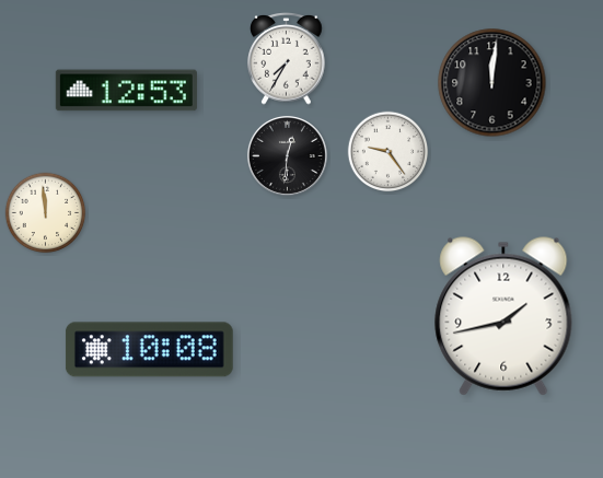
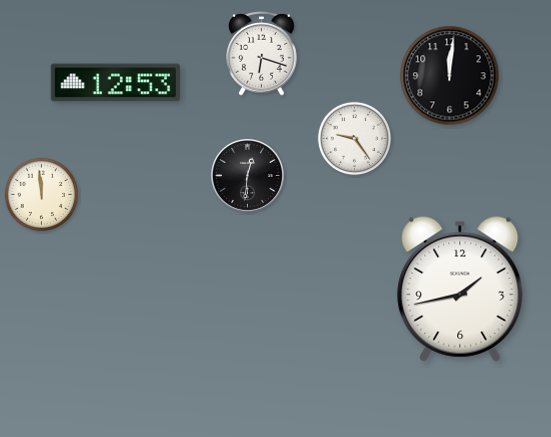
clock at (287, 59): 7:35 -> 6:18
clock at (287, 155) position: (287, 155) -> (247, 175)
clock at (149, 350): 10:08 -> none
